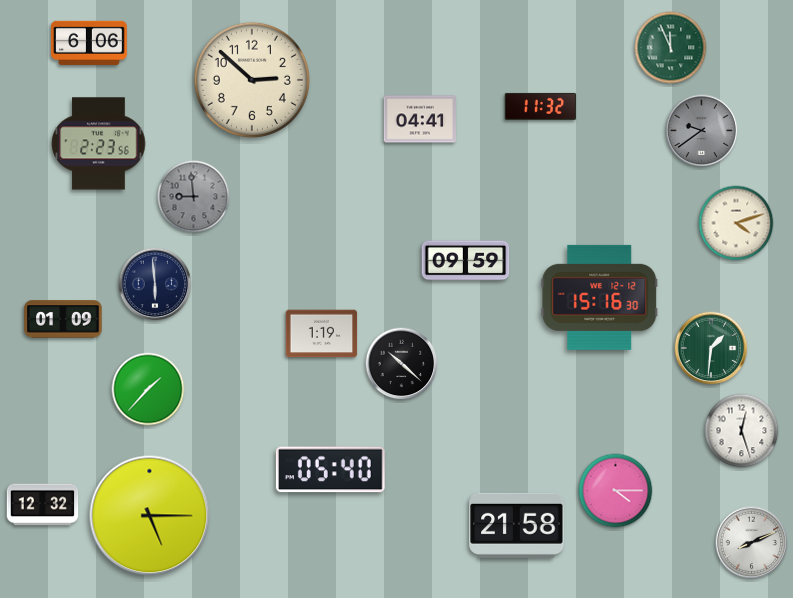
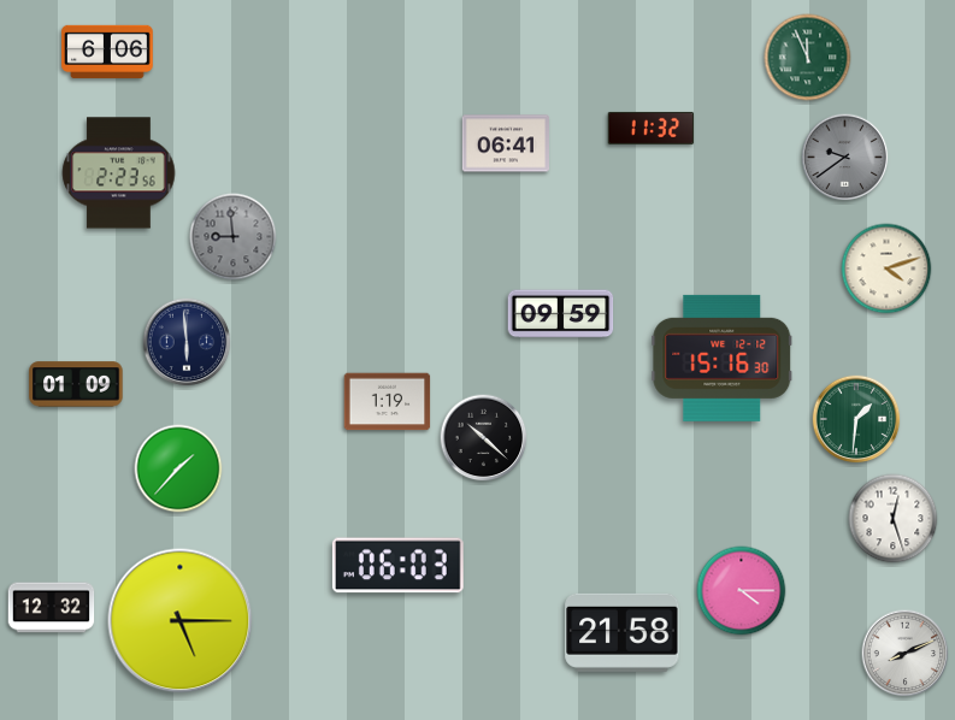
clock at (252, 80): 2:52 -> none
clock at (420, 119): 04:41 -> 06:41
clock at (330, 470): 05:40 -> 06:03
